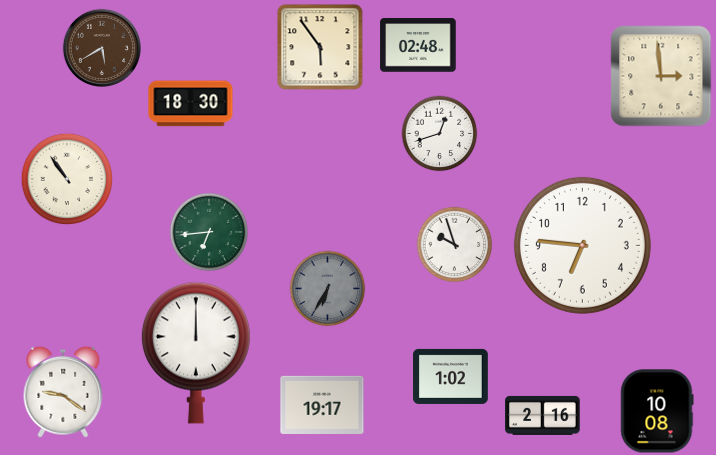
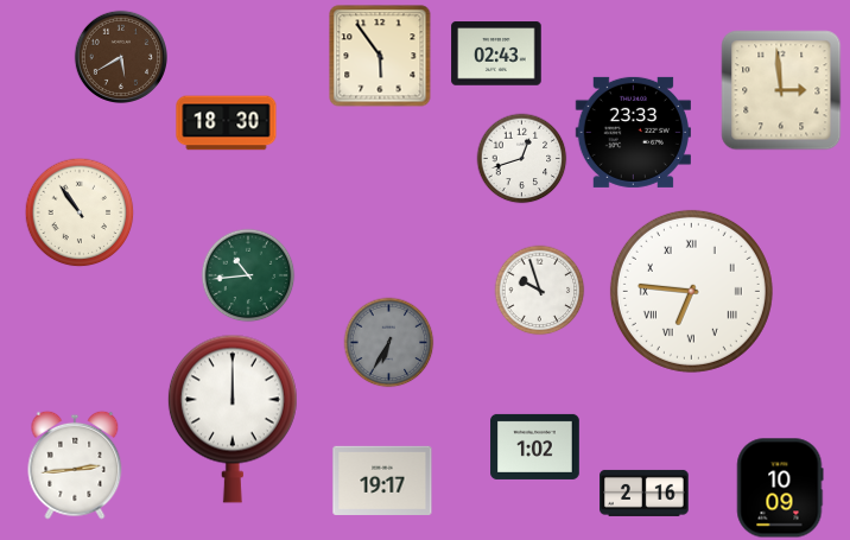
clock at (418, 45): 02:48 -> 02:43
clock at (661, 76) position: (661, 76) -> (781, 90)
clock at (633, 132): none -> 23:33
clock at (209, 232): 6:44 -> 10:44
clock at (582, 245) numerals: Arabic -> Roman
clock at (63, 392): 9:21 -> 2:44
clock at (657, 411): 10:08 -> 10:09
